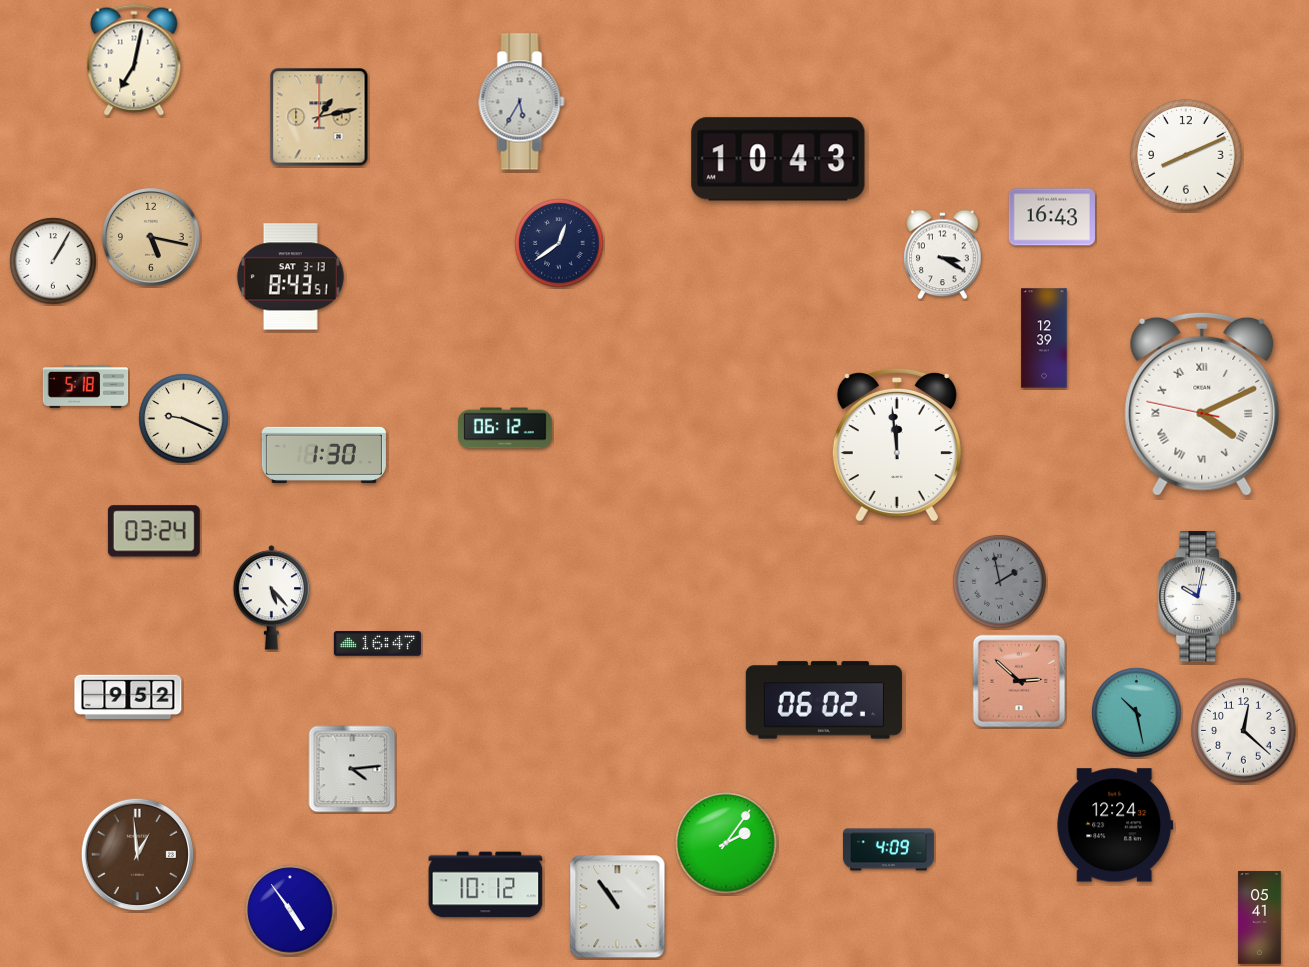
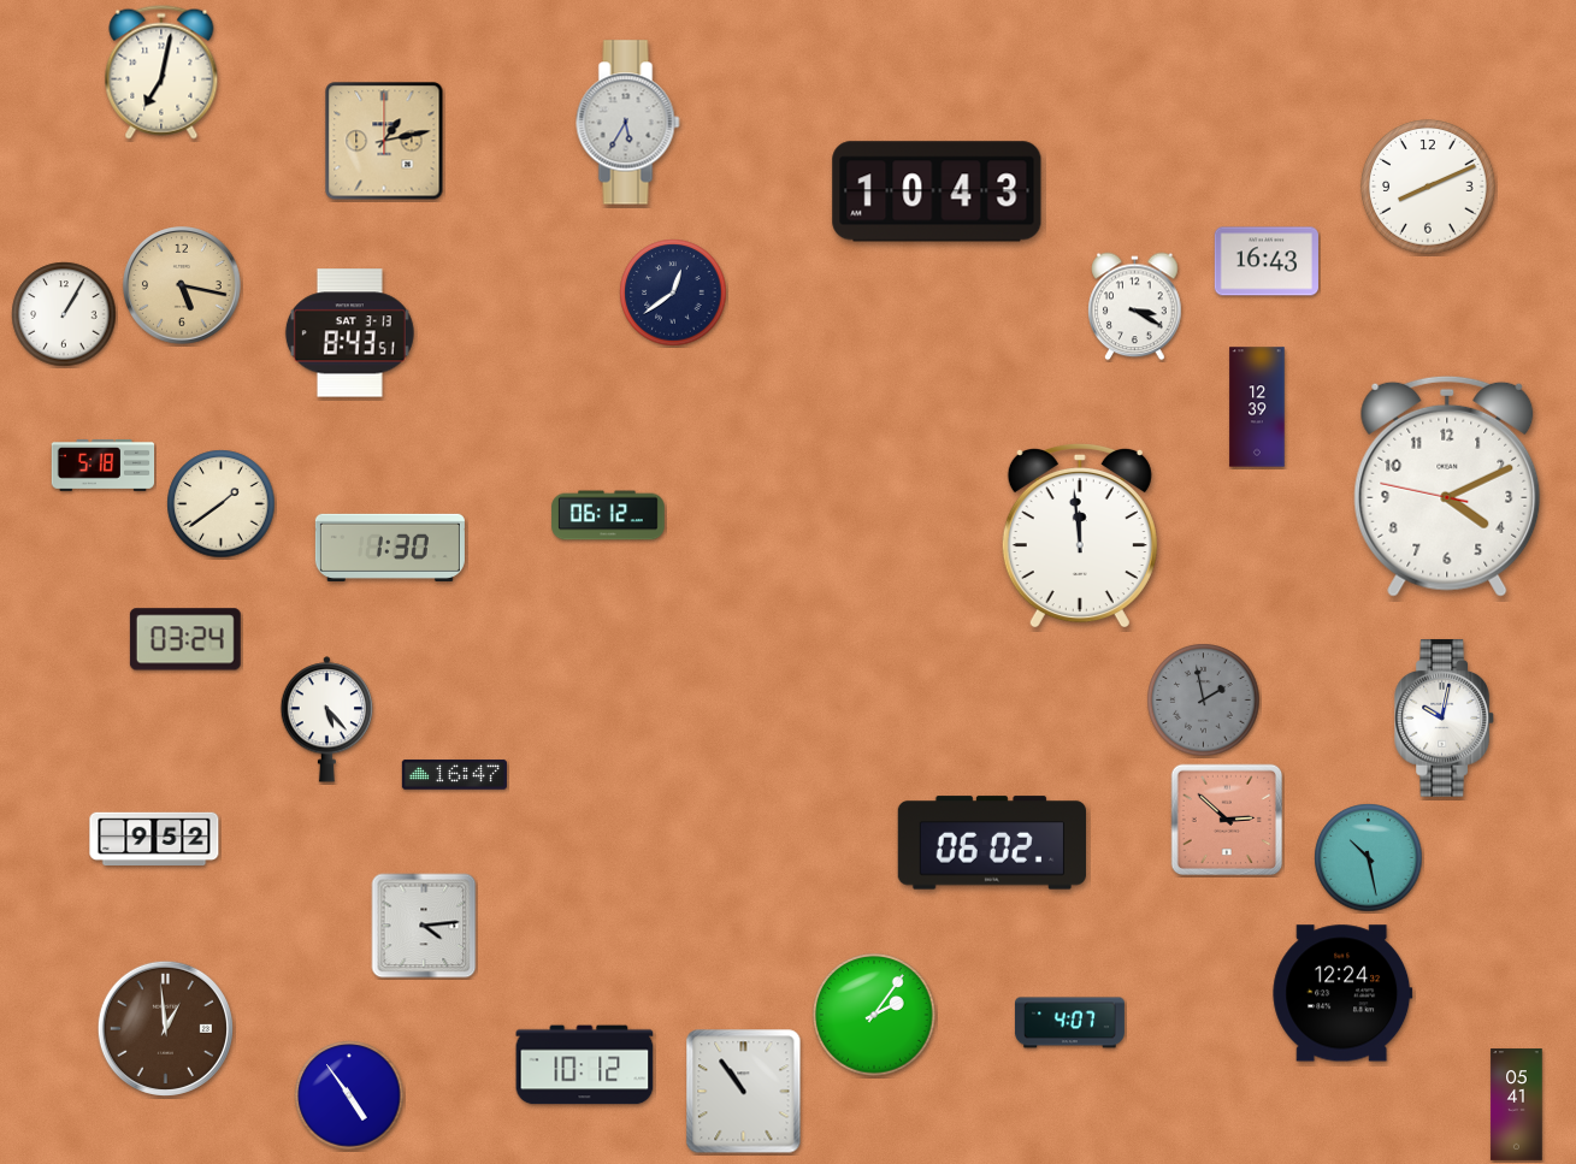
clock at (1202, 404) numerals: Roman -> Arabic
clock at (184, 419): 9:19 -> 1:39
clock at (1244, 731): 12:22 -> none
clock at (888, 850): 4:09 -> 4:07
